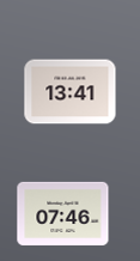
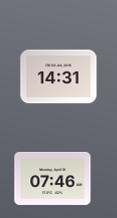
clock at (71, 92): 13:41 -> 14:31
